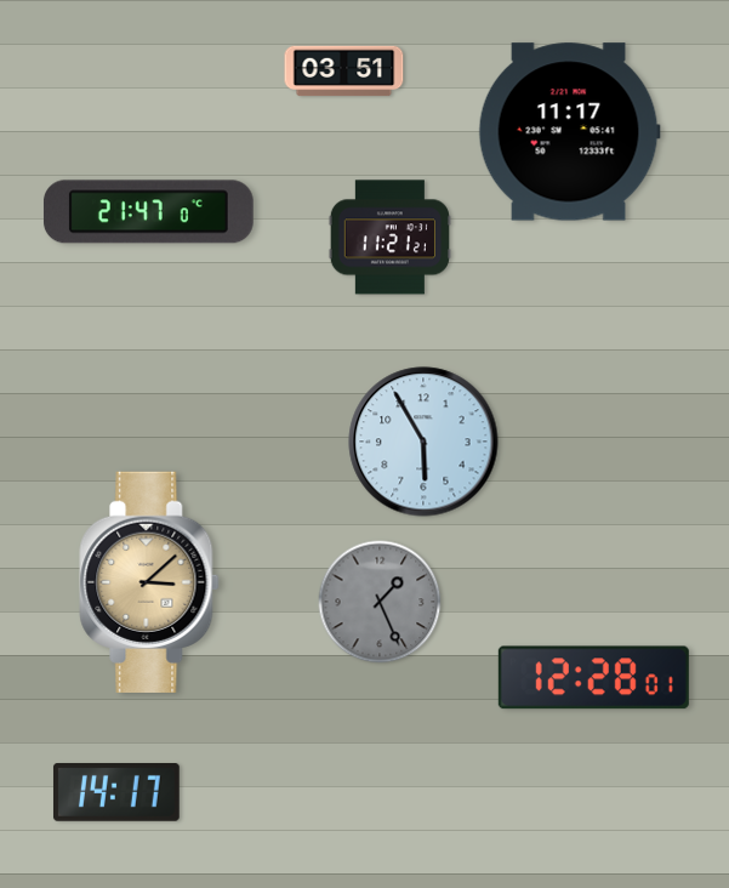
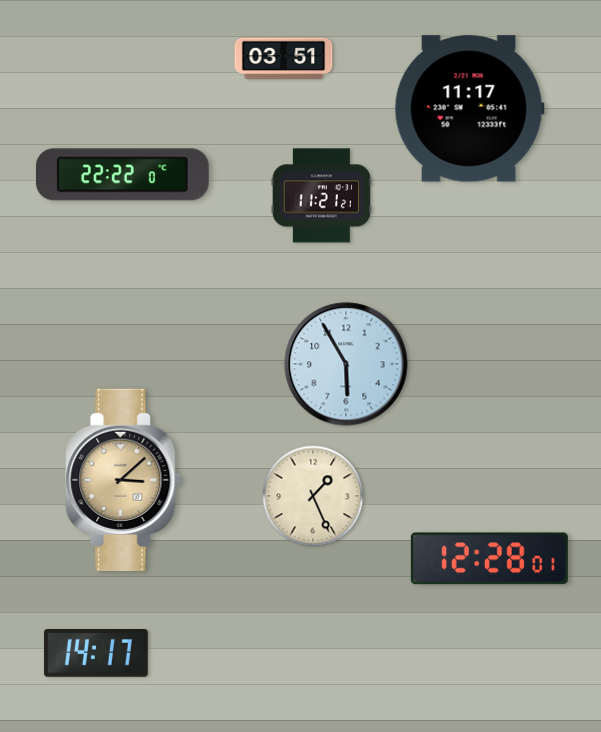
clock at (148, 212): 21:47 -> 22:22
clock at (423, 442) position: (423, 442) -> (346, 364)
clock at (380, 602) dial: grey -> cream
